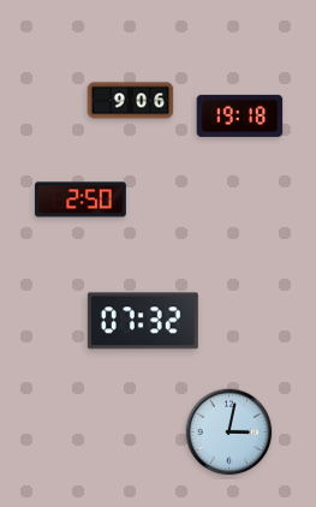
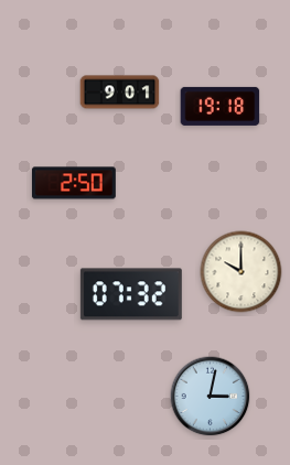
clock at (131, 101): 9:06 -> 9:01
clock at (241, 272): none -> 10:00
